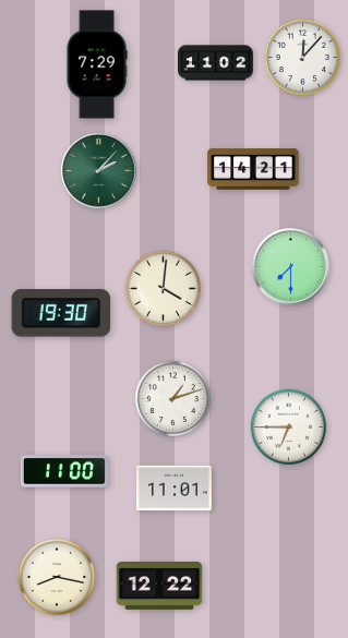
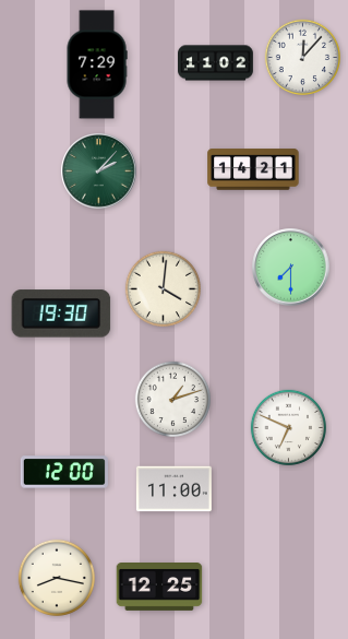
clock at (289, 428): 6:45 -> 6:49
clock at (64, 471): 11:00 -> 12:00
clock at (173, 489): 11:01 -> 11:00
clock at (159, 587): 12:22 -> 12:25
